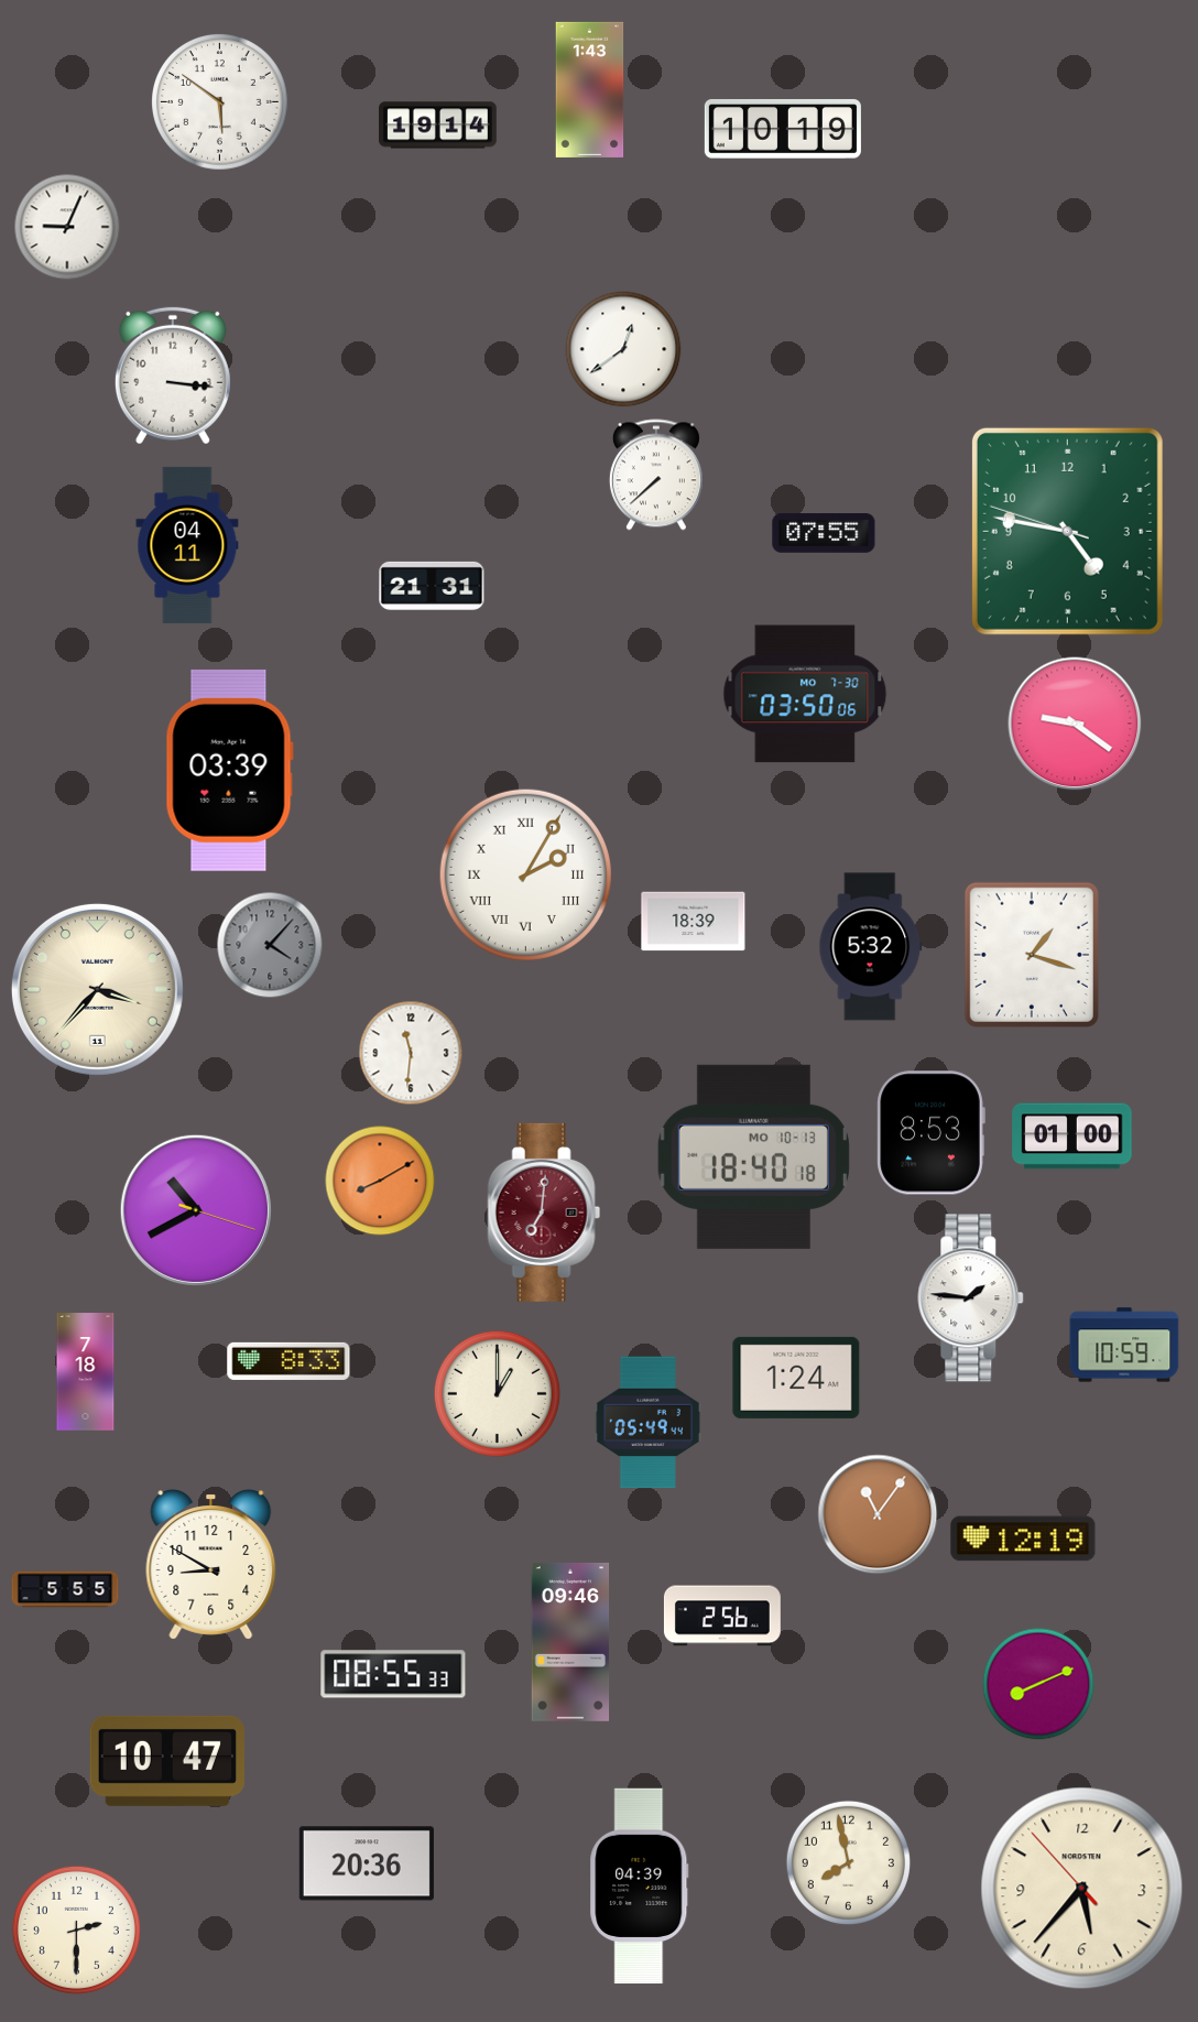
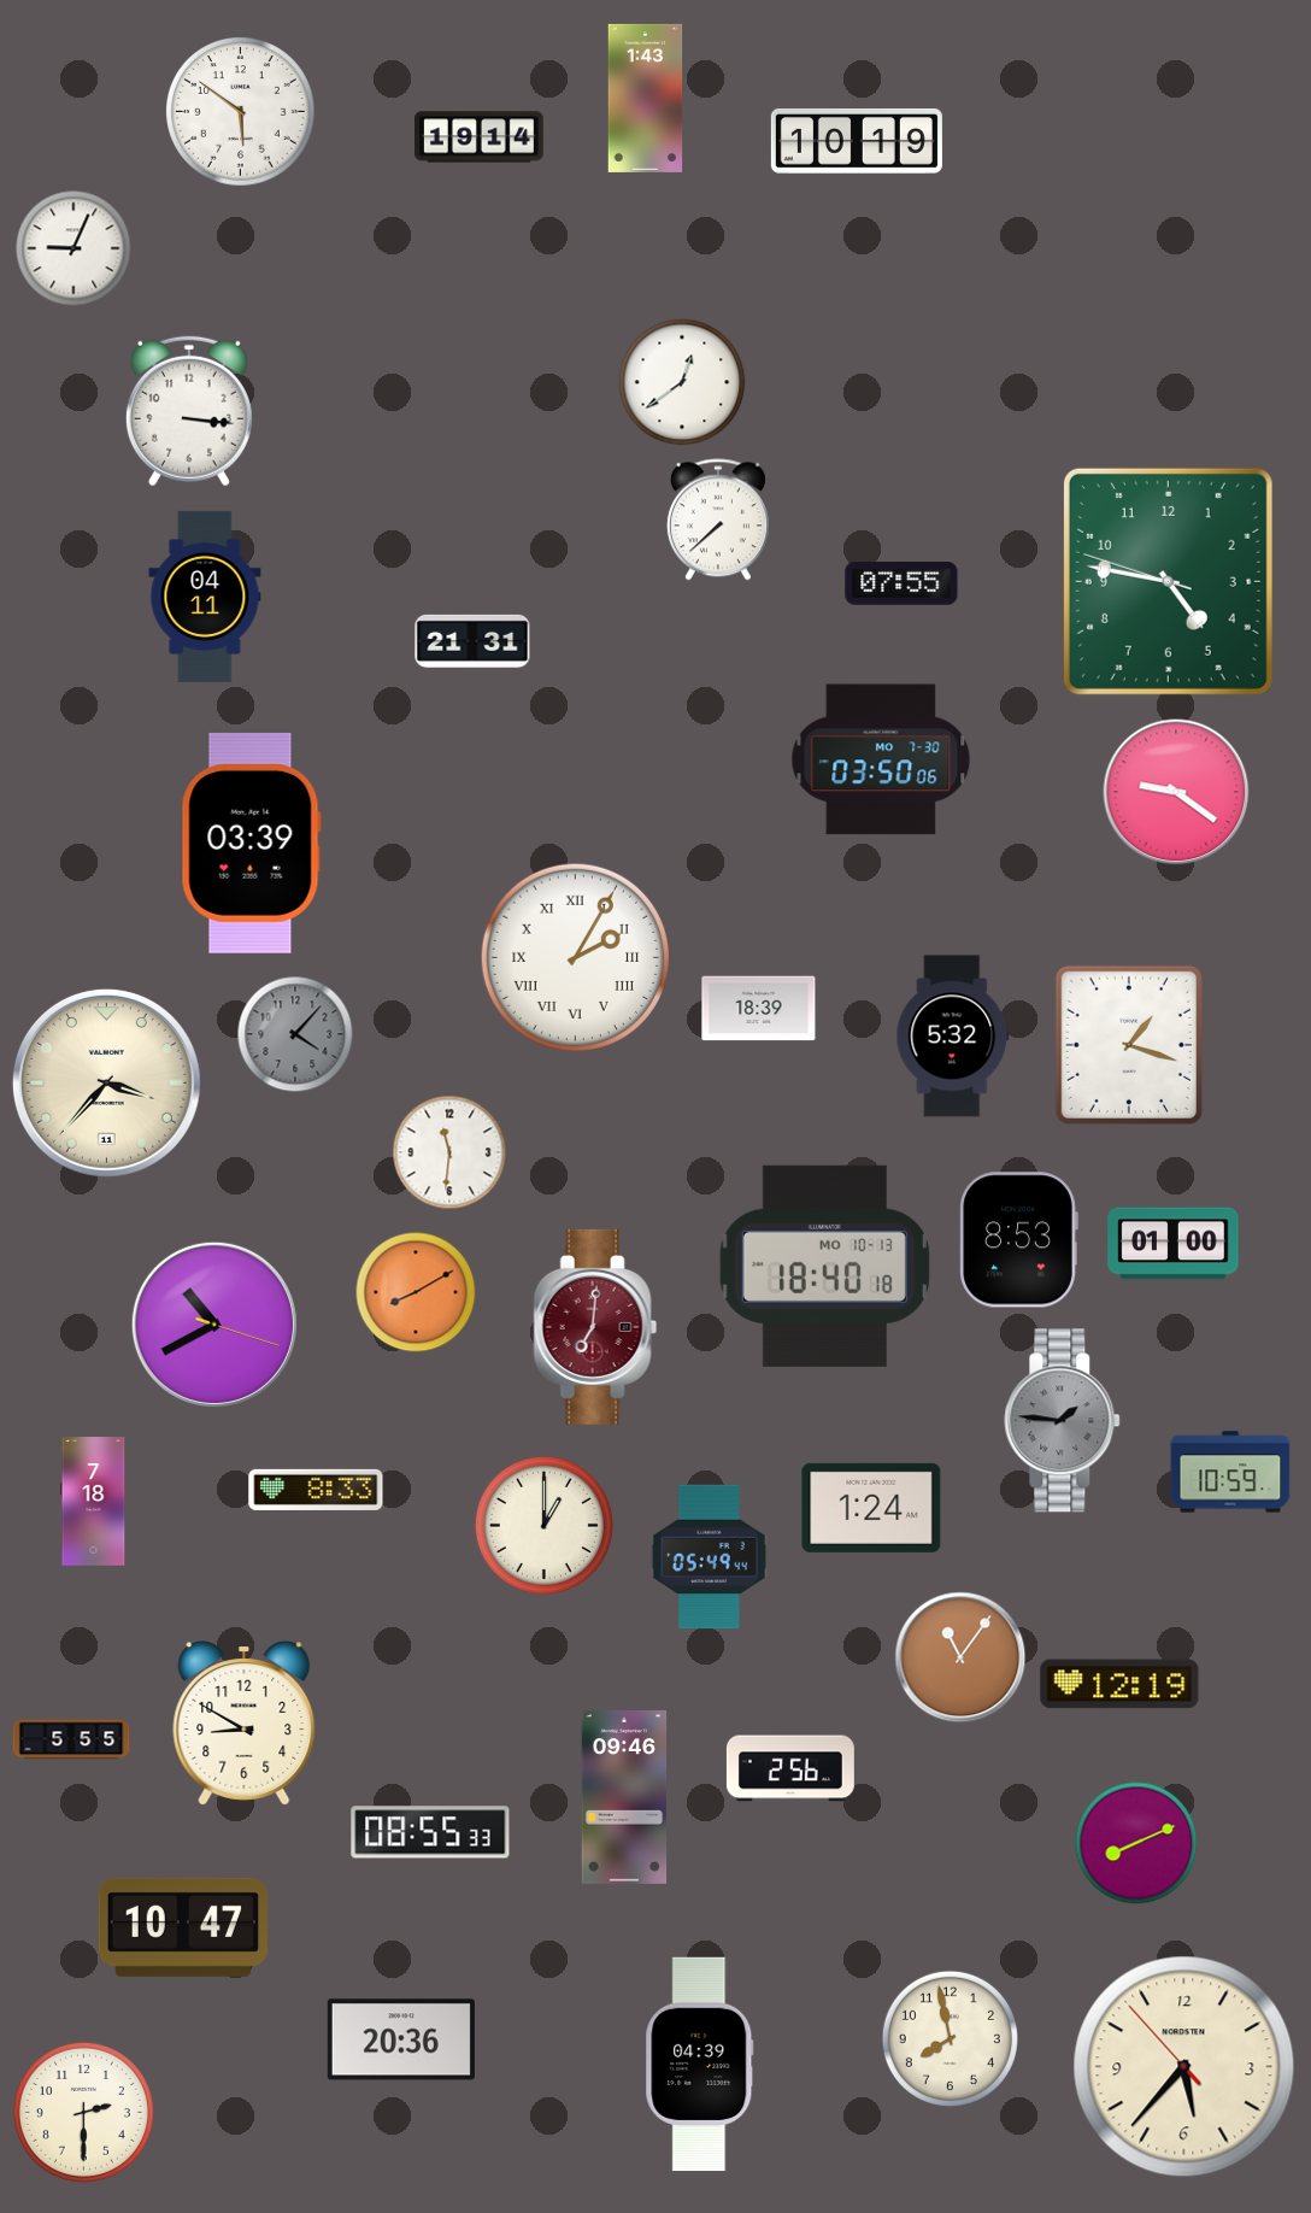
clock at (971, 1298) dial: white -> grey
clock at (211, 1565) position: (211, 1565) -> (245, 1724)
clock at (848, 1862) position: (848, 1862) -> (950, 2038)
